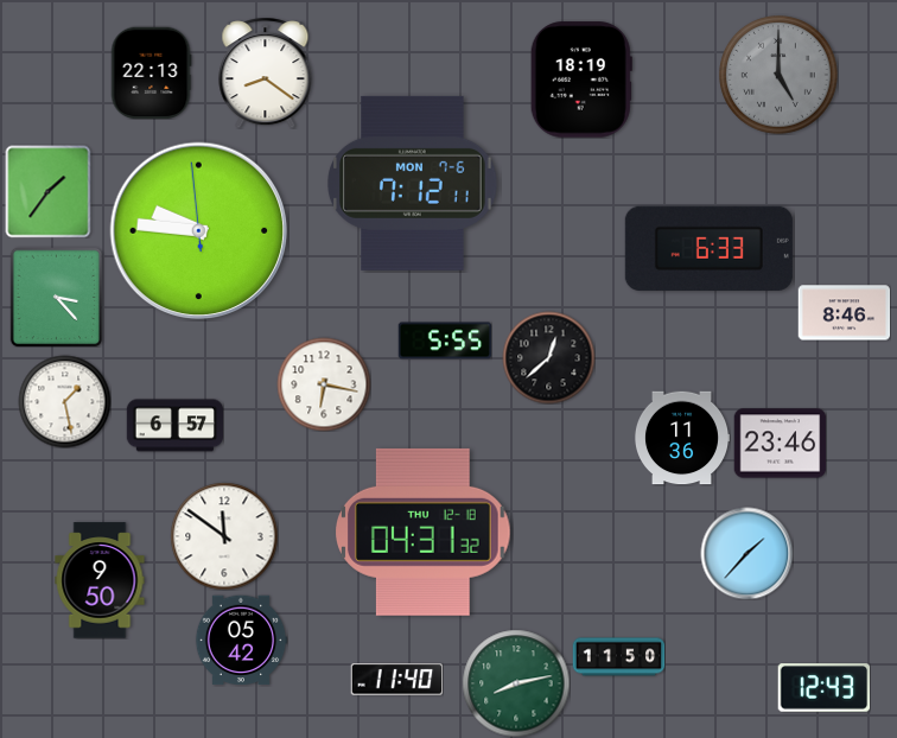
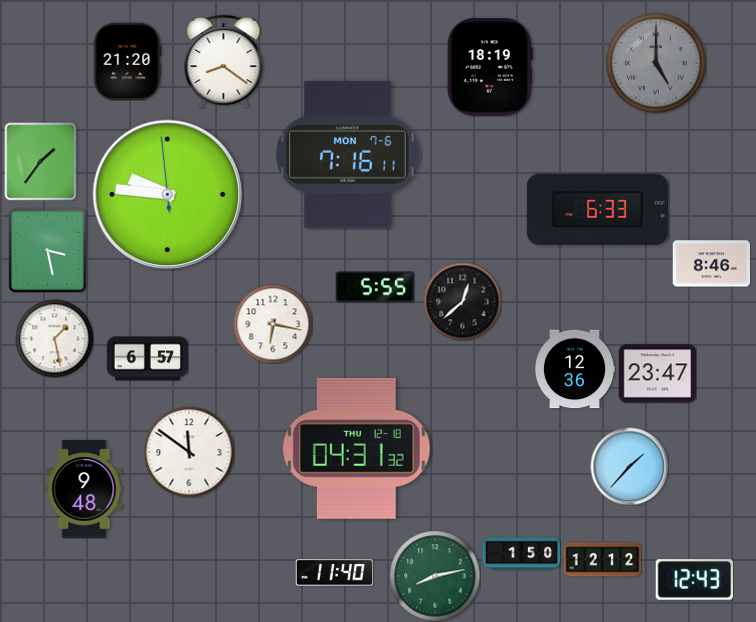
clock at (151, 72): 22:13 -> 21:20
clock at (413, 183): 7:12 -> 7:16
clock at (57, 297): 3:23 -> 3:28
clock at (682, 438): 11:36 -> 12:36
clock at (780, 444): 23:46 -> 23:47
clock at (100, 580): 9:50 -> 9:48
clock at (241, 641): 05:42 -> none
clock at (618, 657): 11:50 -> 1:50
clock at (602, 560): none -> 12:12
